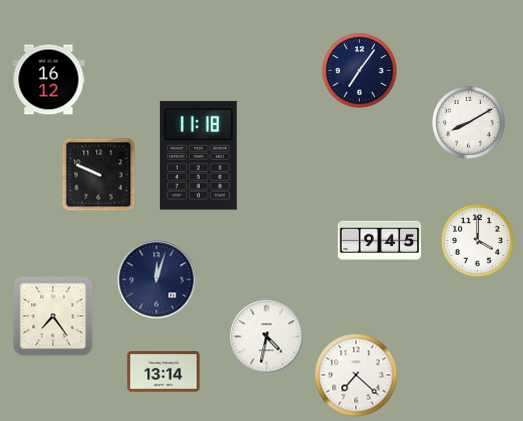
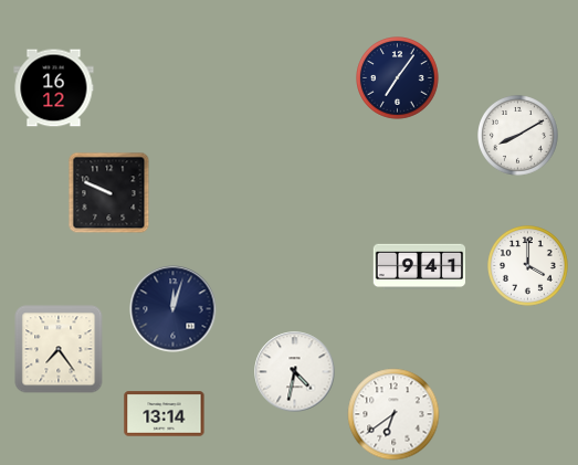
clock at (198, 156): 11:18 -> none
clock at (380, 242): 9:45 -> 9:41
clock at (164, 372) position: (164, 372) -> (165, 414)
clock at (356, 375): 7:22 -> 6:39
